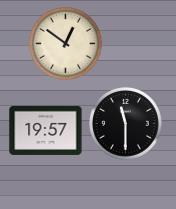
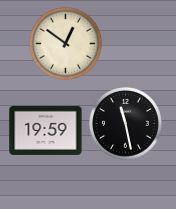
clock at (126, 124): 11:30 -> 11:28
clock at (46, 130): 19:57 -> 19:59
